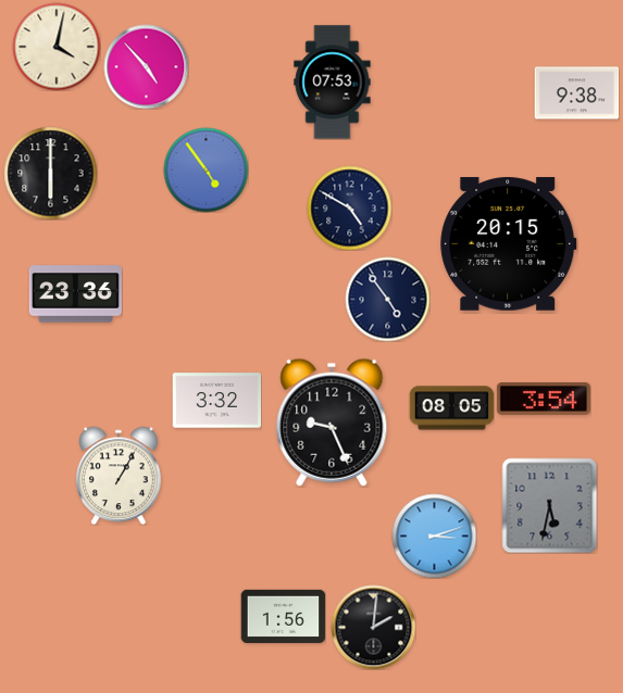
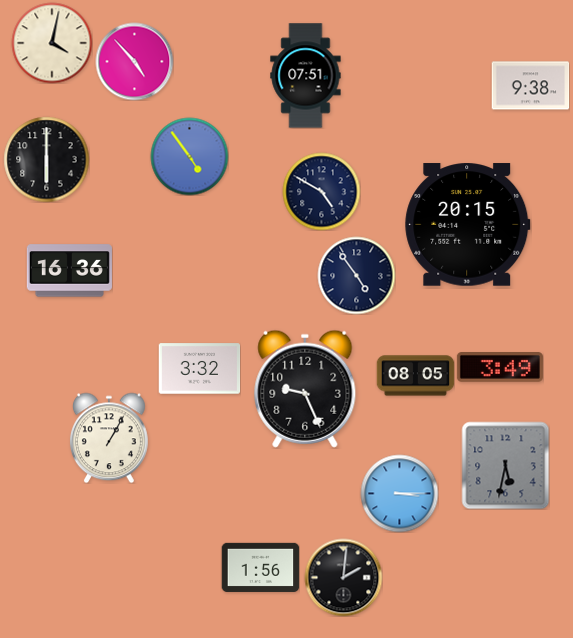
clock at (333, 83): 07:53 -> 07:51
clock at (75, 294): 23:36 -> 16:36
clock at (544, 400): 3:54 -> 3:49
clock at (434, 535): 3:12 -> 3:15
